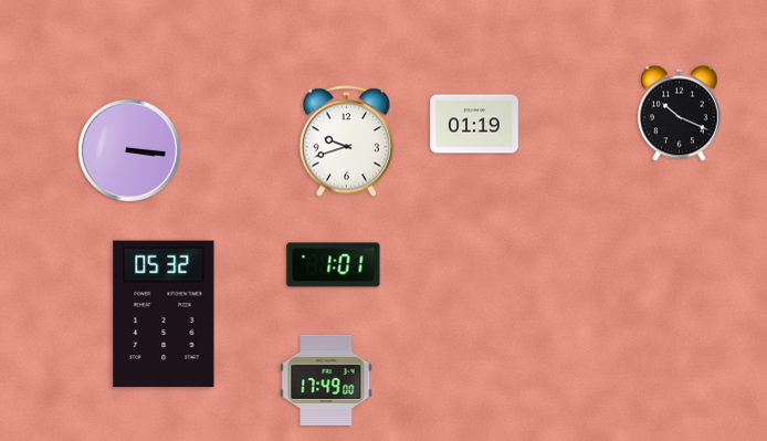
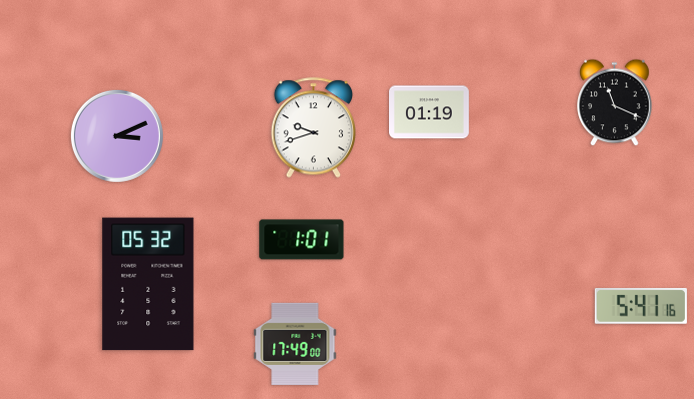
clock at (680, 114): 10:19 -> 11:19
clock at (129, 150): 3:16 -> 3:11
clock at (641, 306): none -> 5:41
